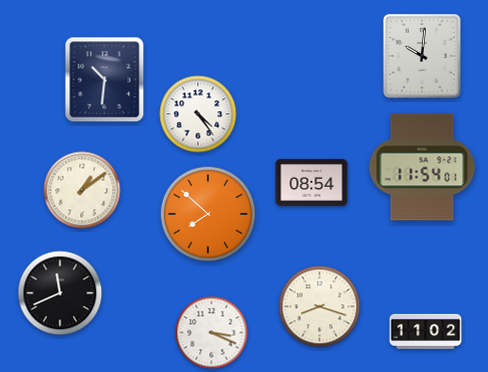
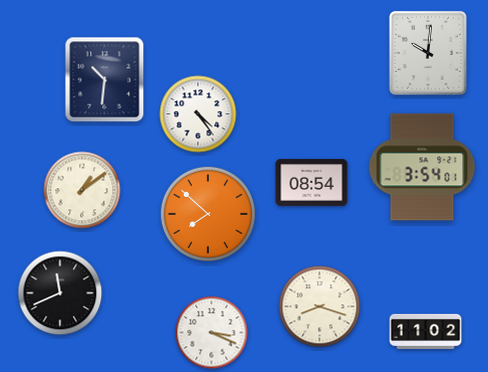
clock at (422, 56) position: (422, 56) -> (428, 53)
clock at (422, 167): 11:54 -> 3:54
